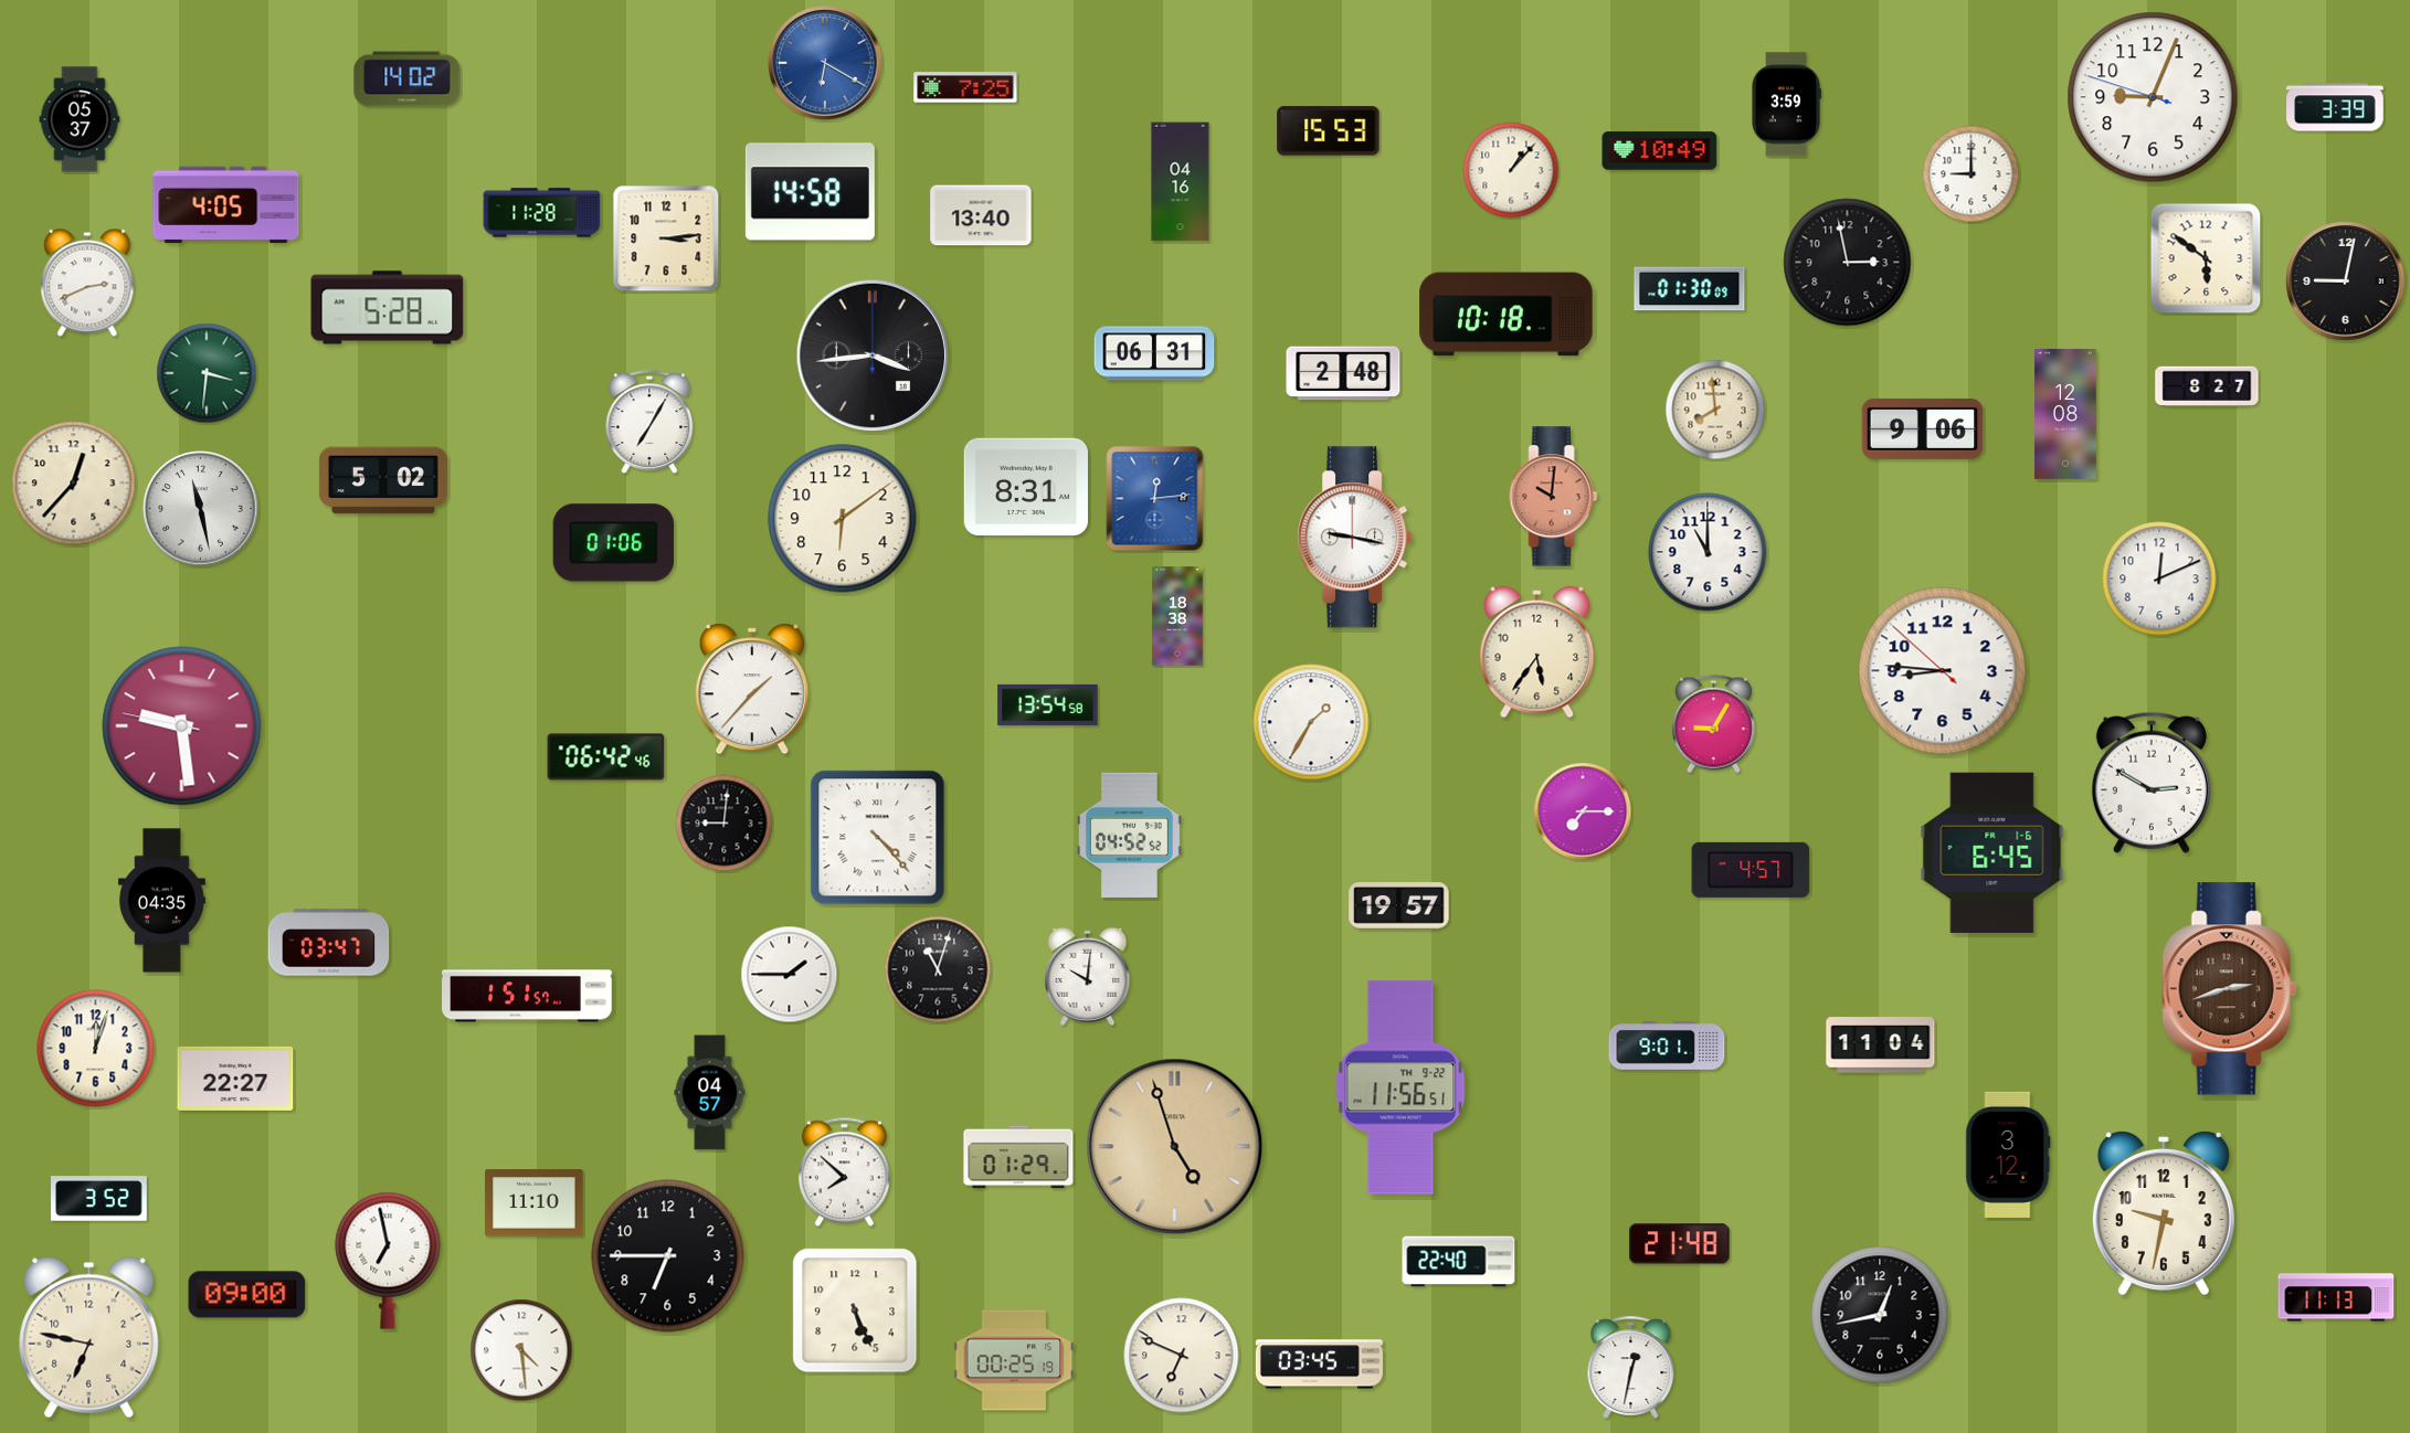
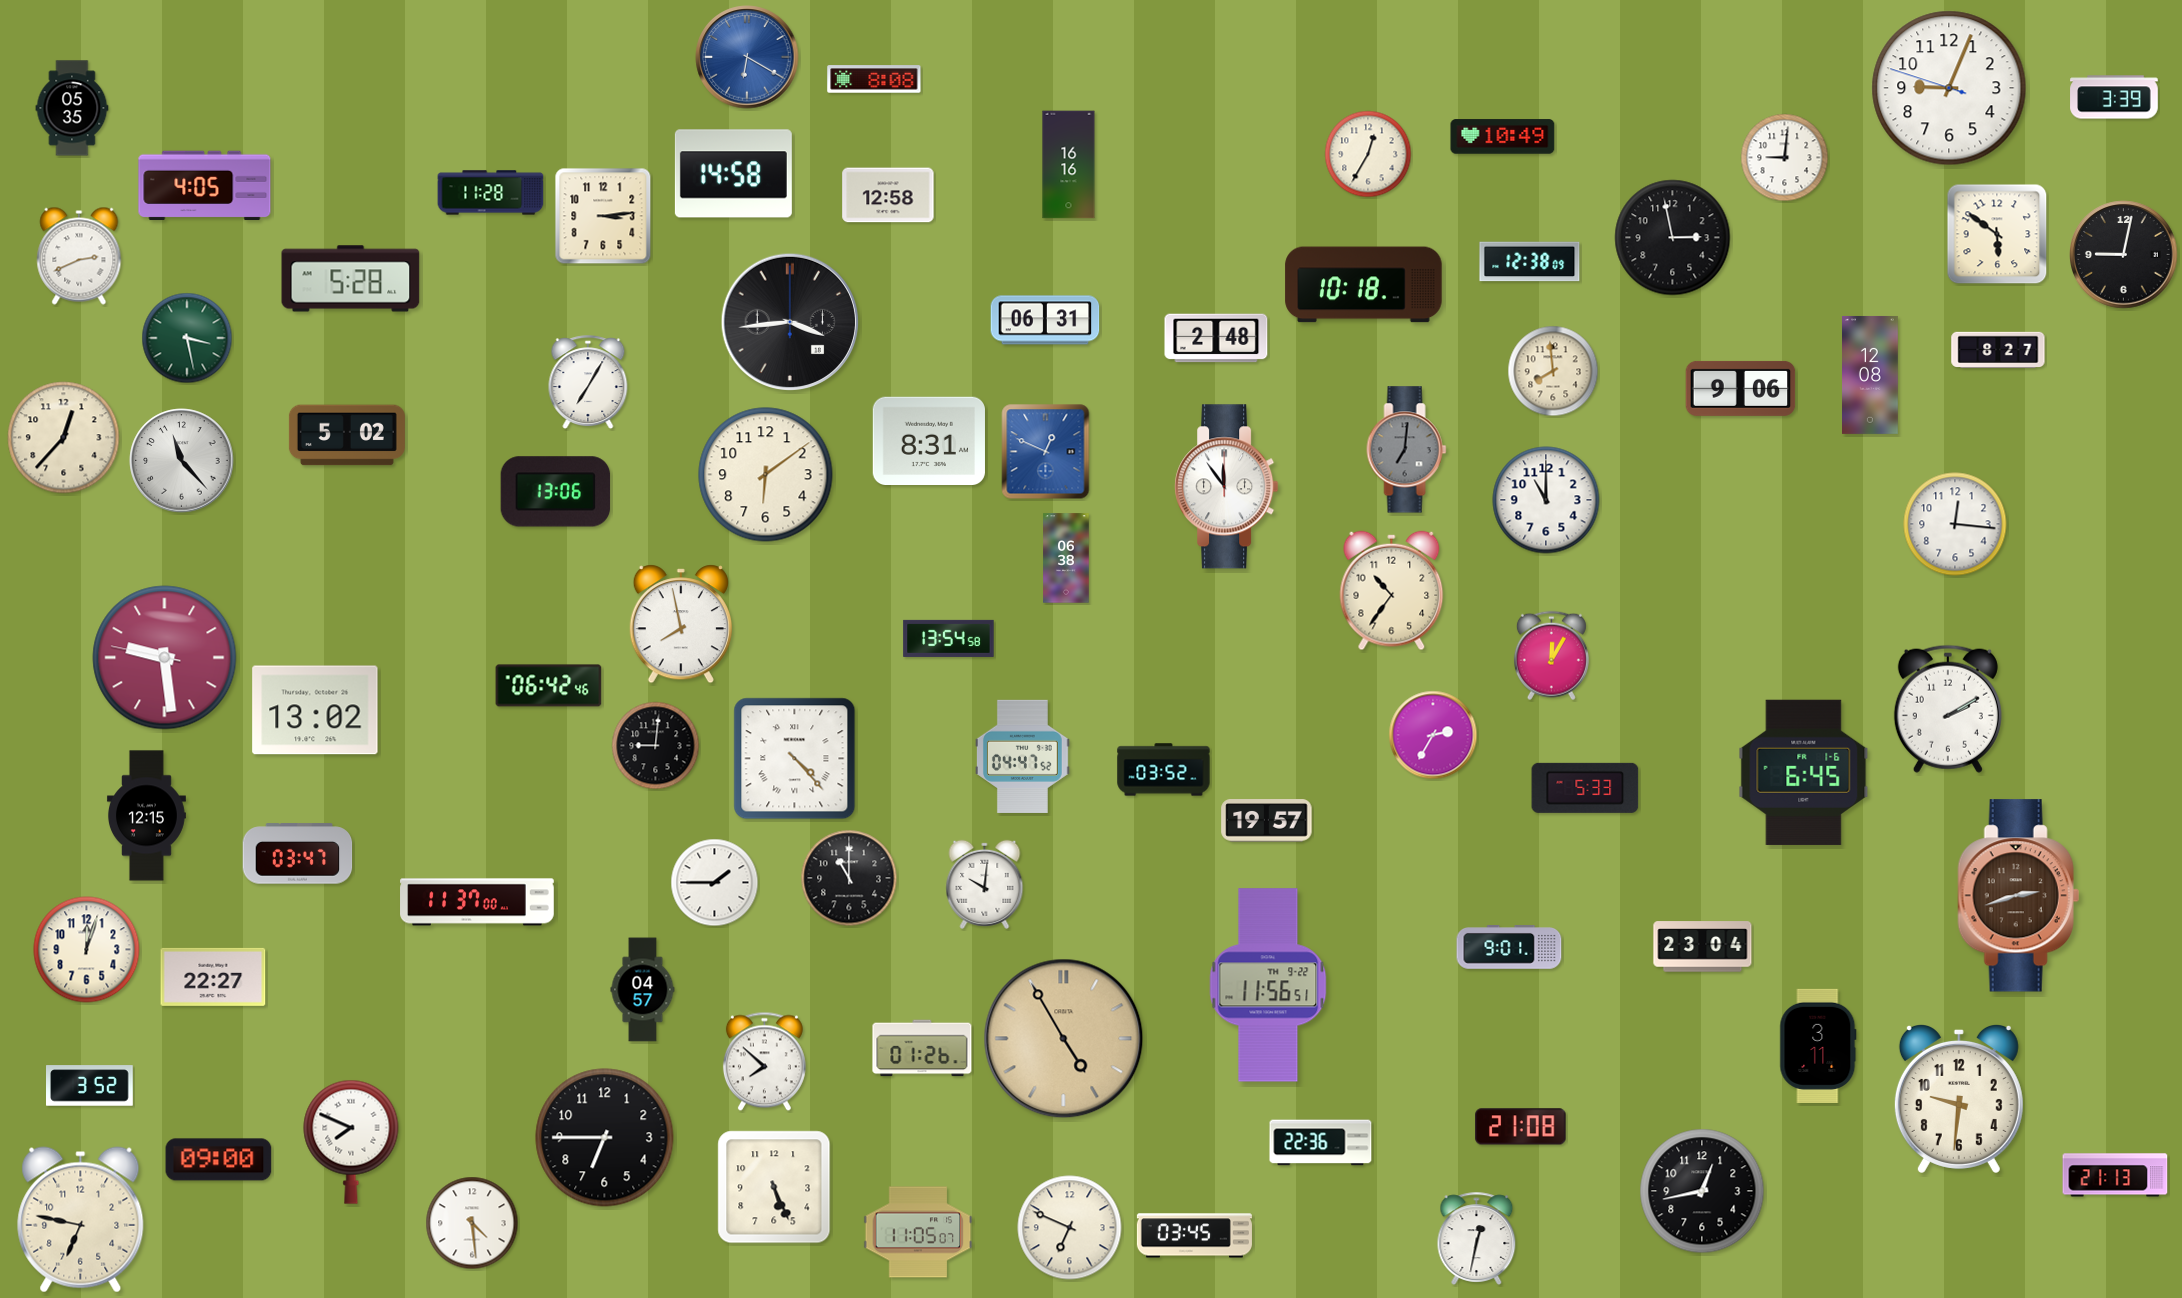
clock at (408, 79): 14:02 -> none
clock at (965, 87): 7:25 -> 8:08
clock at (1787, 105): 3:59 -> none
clock at (80, 119): 05:37 -> 05:35
clock at (1329, 131): 15:53 -> none
clock at (1511, 170): 1:07 -> 12:35
clock at (1972, 174): 9:00 -> 9:01
clock at (1181, 182): 04:16 -> 16:16
clock at (981, 215): 13:40 -> 12:58
clock at (1690, 289): 01:30 -> 12:38
clock at (207, 373): 3:31 -> 3:28
clock at (74, 484) position: (74, 484) -> (64, 438)
clock at (1554, 497): 10:01 -> 7:01
clock at (1554, 497) dial: salmon -> grey
clock at (1155, 499): 12:14 -> 12:49
clock at (201, 509): 11:28 -> 11:23
clock at (843, 519) position: (843, 519) -> (766, 475)
clock at (1355, 538): 9:17 -> 11:54
clock at (614, 543): 01:06 -> 13:06
clock at (2159, 578): 12:11 -> 12:16
clock at (1177, 616): 18:38 -> 06:38
clock at (1537, 652): 5:36 -> 10:36
clock at (1943, 671): 8:45 -> none
clock at (752, 689): 1:37 -> 7:58
clock at (1311, 722): 1:35 -> none
clock at (1713, 724): 9:05 -> 12:05
clock at (2152, 783): 2:50 -> 2:10
clock at (315, 710): none -> 13:02
clock at (1583, 811): 7:15 -> 2:35
clock at (1129, 835): 04:52 -> 04:47
clock at (1164, 770): none -> 03:52
clock at (1751, 870): 4:57 -> 5:33
clock at (161, 901): 04:35 -> 12:15
clock at (938, 969): 11:03 -> 11:00
clock at (527, 996): 1:51 -> 11:37
clock at (1881, 1045): 11:04 -> 23:04
clock at (1175, 1147): 4:57 -> 4:55
clock at (2008, 1155): 3:12 -> 3:11
clock at (1018, 1157): 01:29 -> 01:26
clock at (535, 1203): 11:10 -> none
clock at (2164, 1213): 9:32 -> 9:31
clock at (1680, 1244): 21:48 -> 21:08
clock at (388, 1261): 6:58 -> 7:49
clock at (1459, 1262): 22:40 -> 22:36
clock at (247, 1295) position: (247, 1295) -> (219, 1160)
clock at (2336, 1297): 11:13 -> 21:13
clock at (89, 1338) position: (89, 1338) -> (81, 1220)
clock at (1014, 1360): 00:25 -> 11:05
